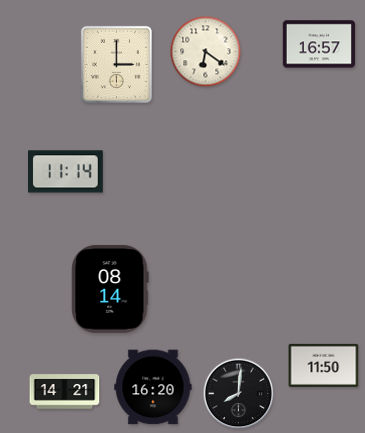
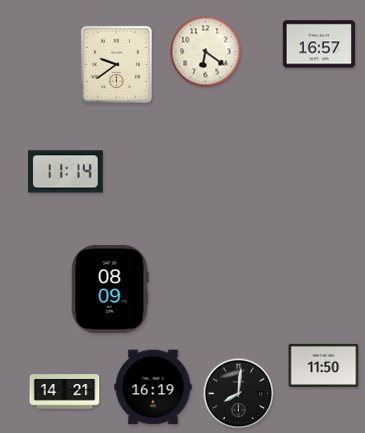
clock at (116, 64): 3:00 -> 9:39
clock at (110, 289): 08:14 -> 08:09
clock at (153, 387): 16:20 -> 16:19
